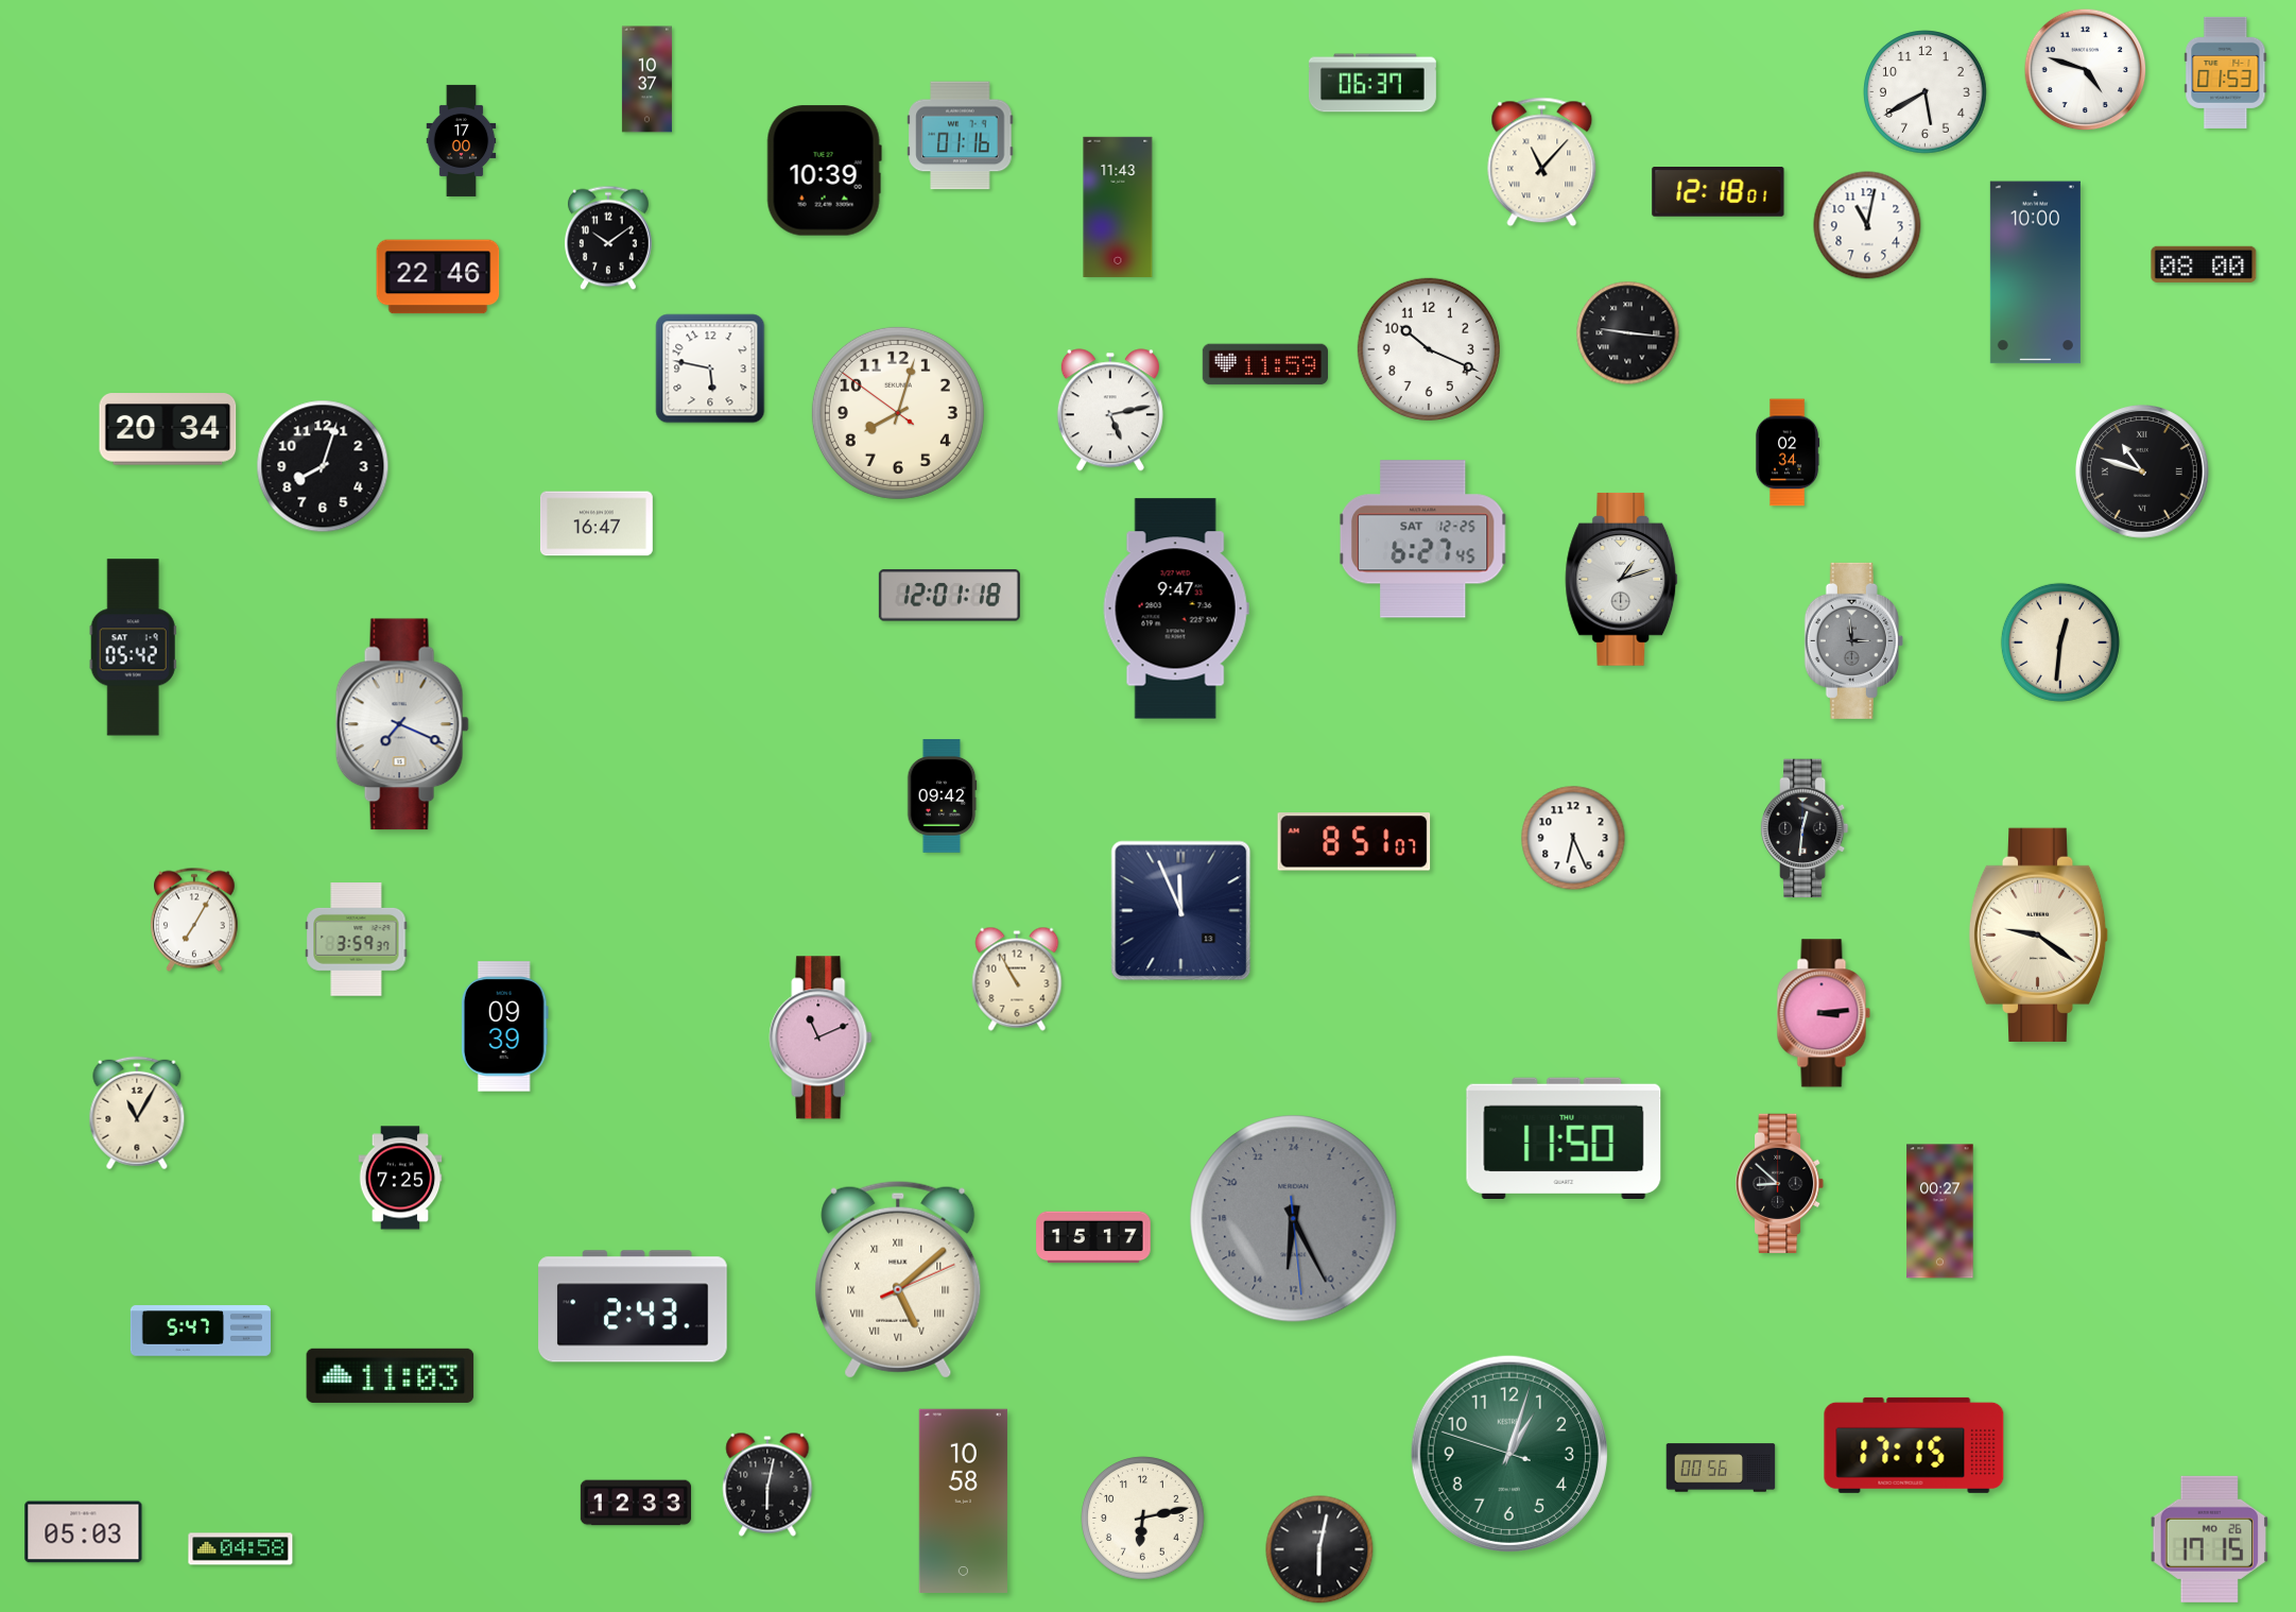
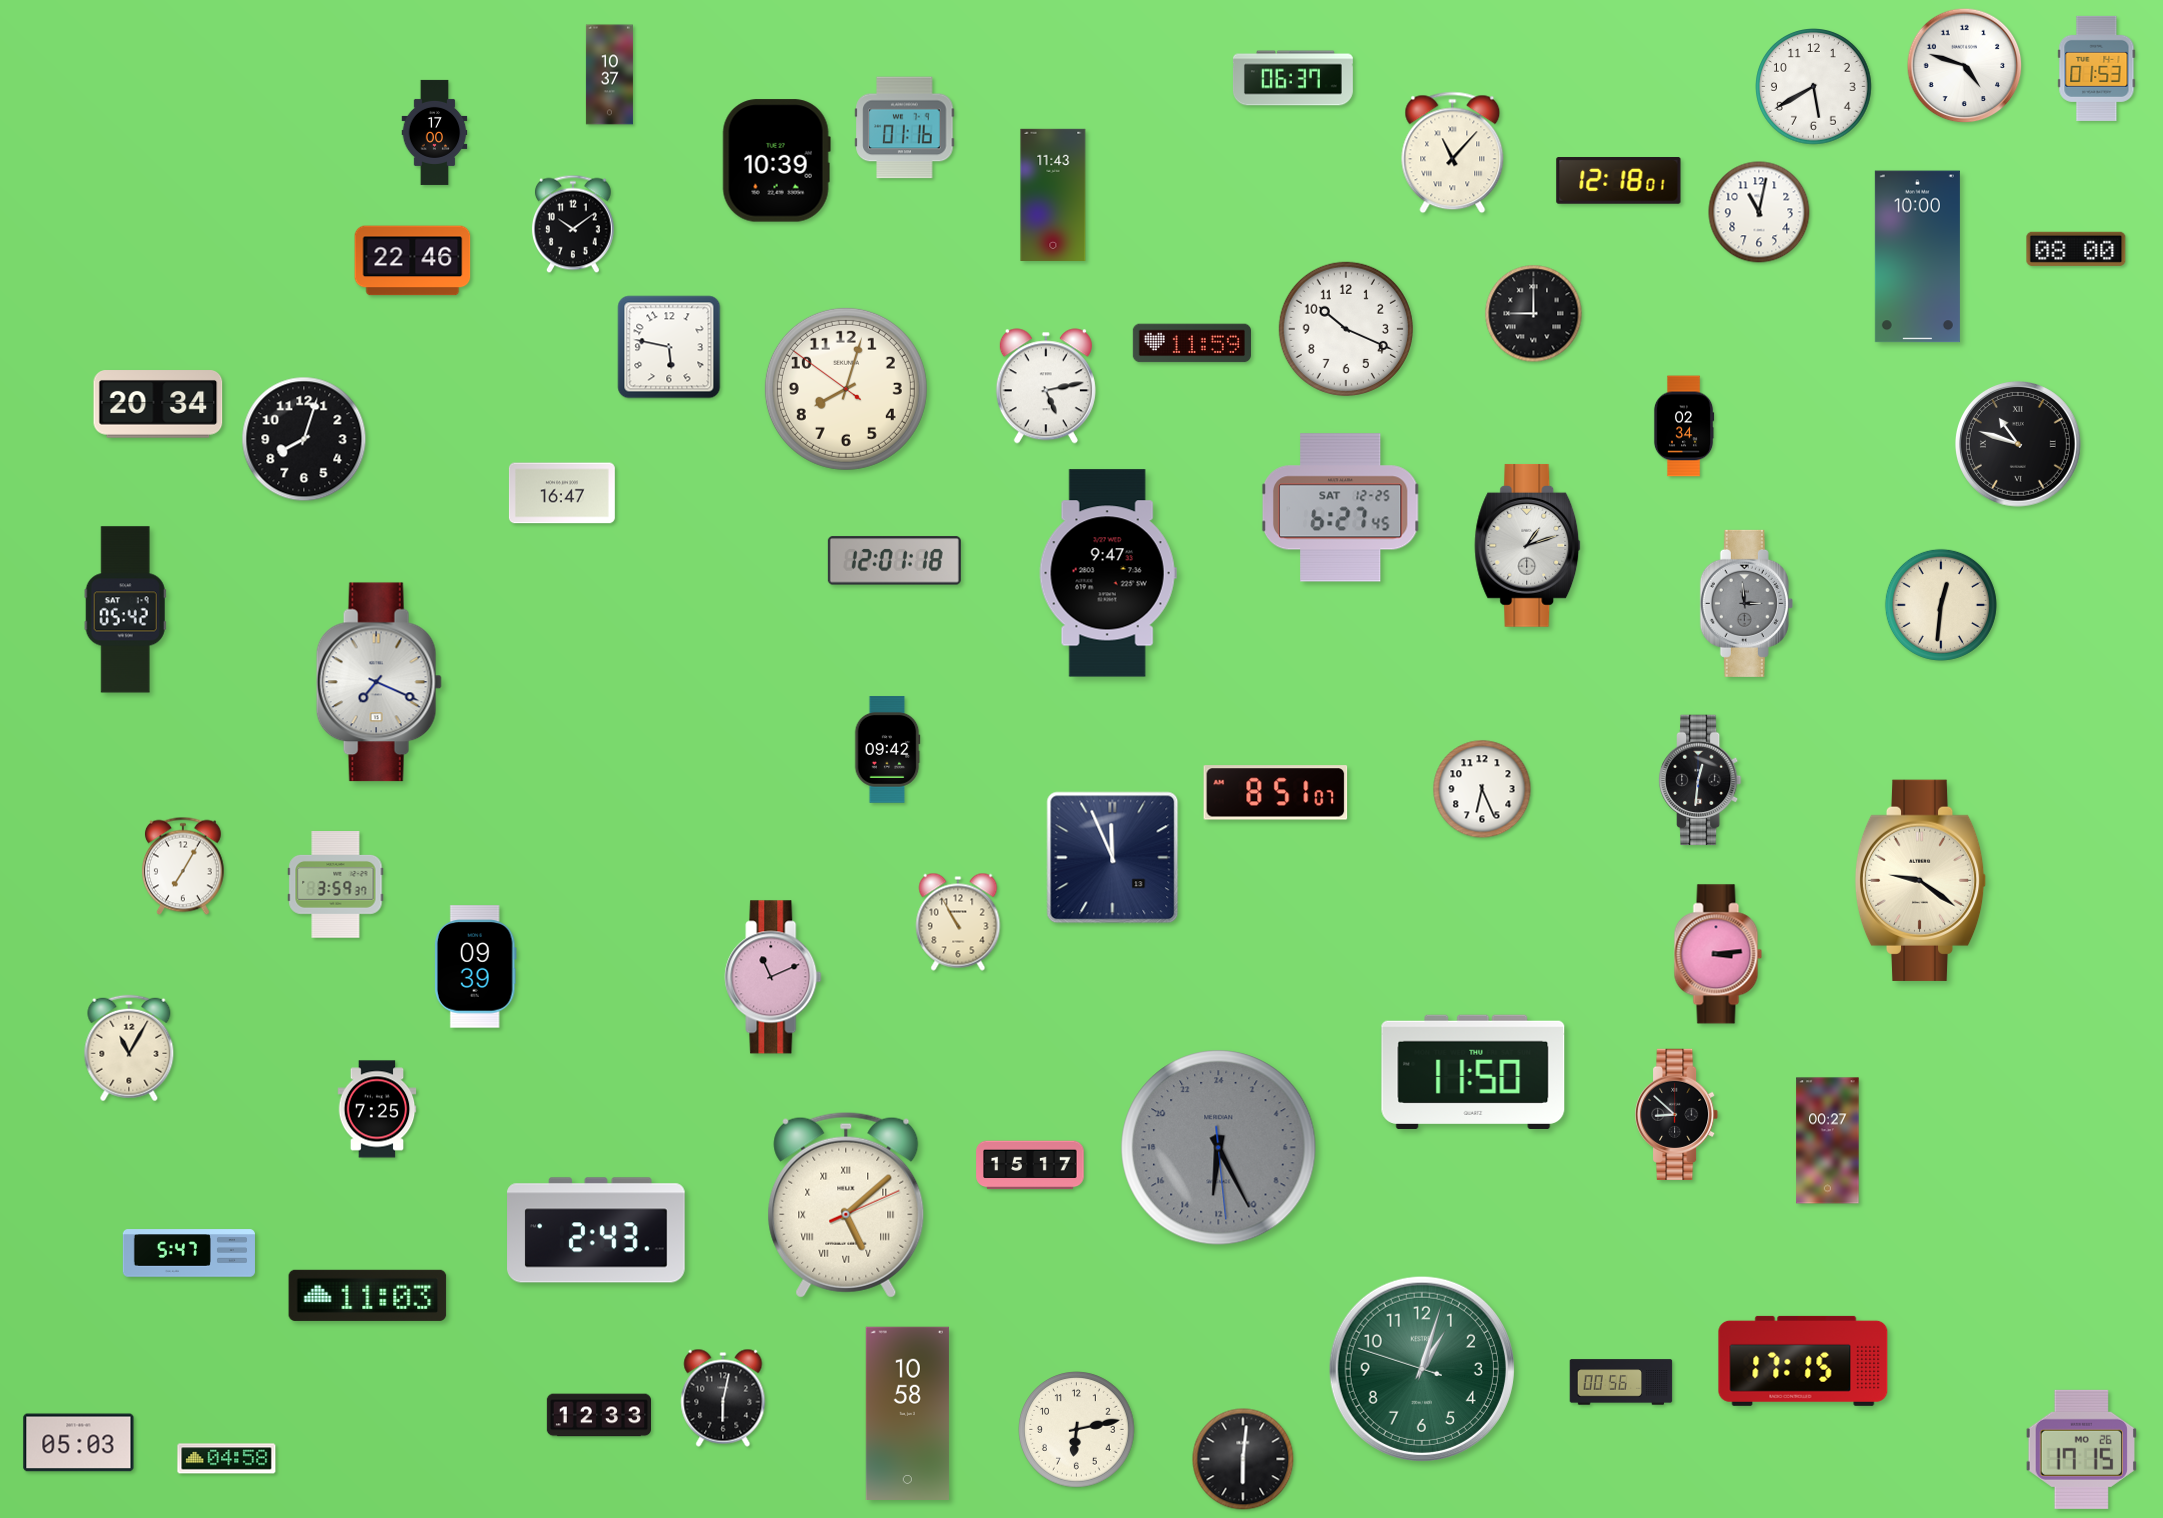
clock at (1628, 333): 9:16 -> 9:00
clock at (1319, 1549): 6:02 -> 6:01
